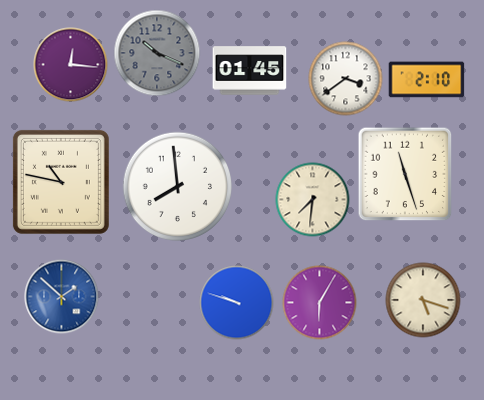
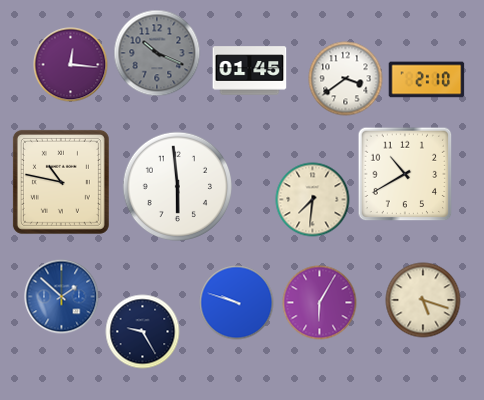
clock at (405, 174): 11:27 -> 10:40
clock at (178, 187): 7:59 -> 5:59
clock at (143, 332): none -> 9:25
